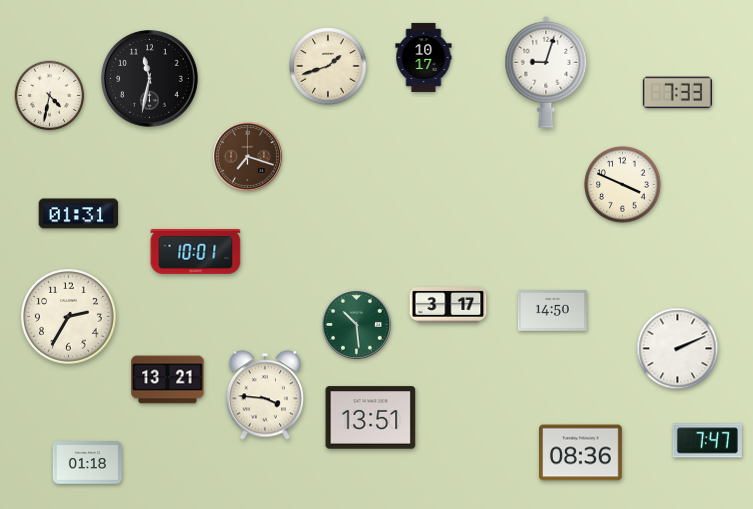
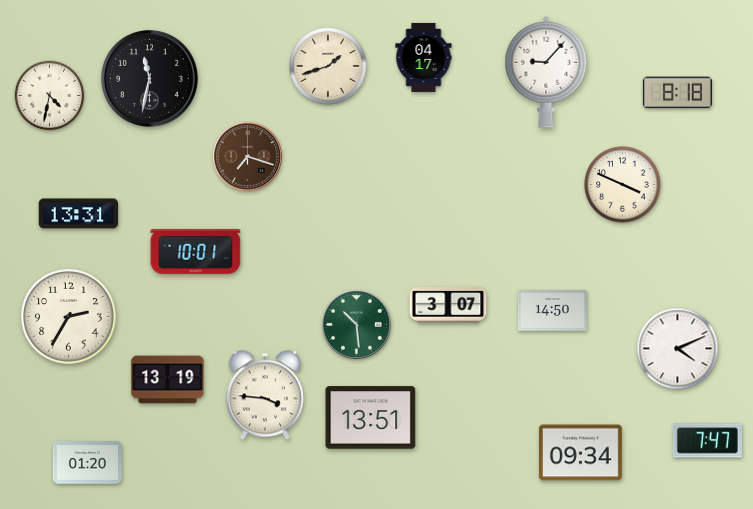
clock at (424, 57): 10:17 -> 04:17
clock at (546, 72): 9:03 -> 9:07
clock at (677, 93): 7:33 -> 8:18
clock at (79, 214): 01:31 -> 13:31
clock at (448, 306): 3:17 -> 3:07
clock at (678, 349): 2:11 -> 4:11
clock at (168, 380): 13:21 -> 13:19
clock at (581, 453): 08:36 -> 09:34
clock at (87, 463): 01:18 -> 01:20
